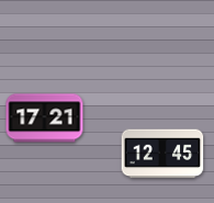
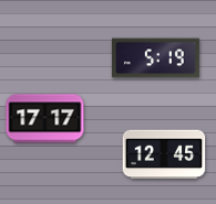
clock at (156, 58): none -> 5:19
clock at (45, 119): 17:21 -> 17:17
